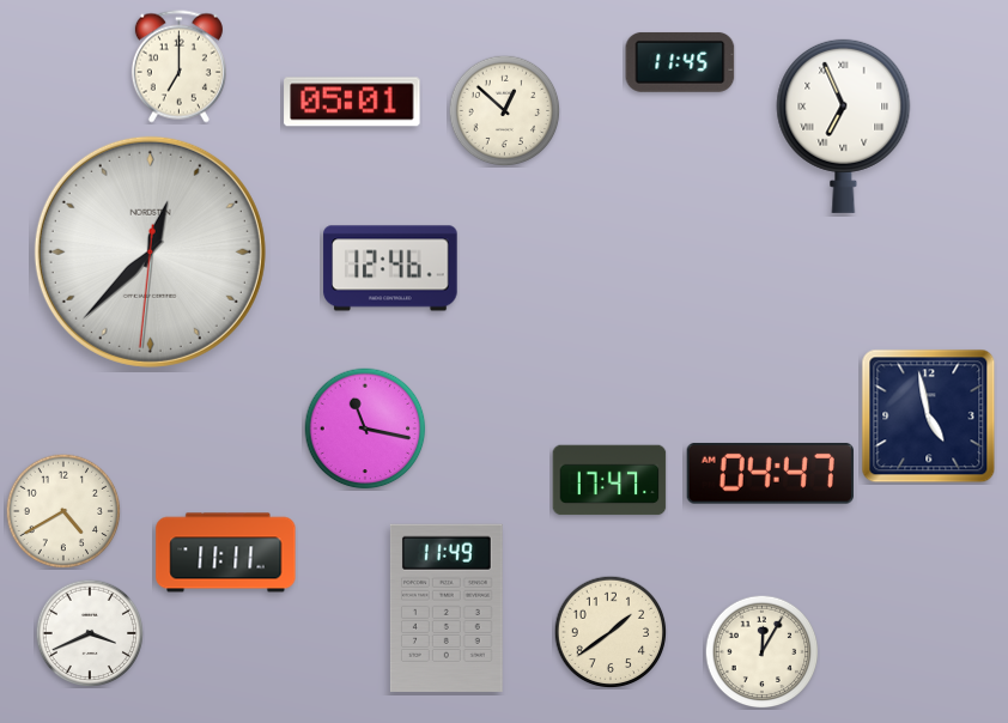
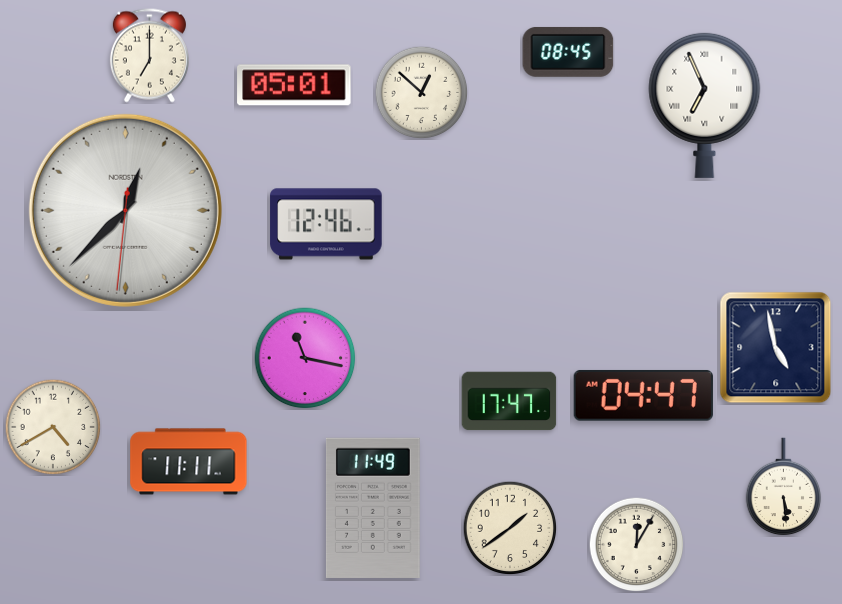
clock at (680, 62): 11:45 -> 08:45
clock at (784, 487): none -> 5:29
clock at (90, 633): 3:41 -> none
